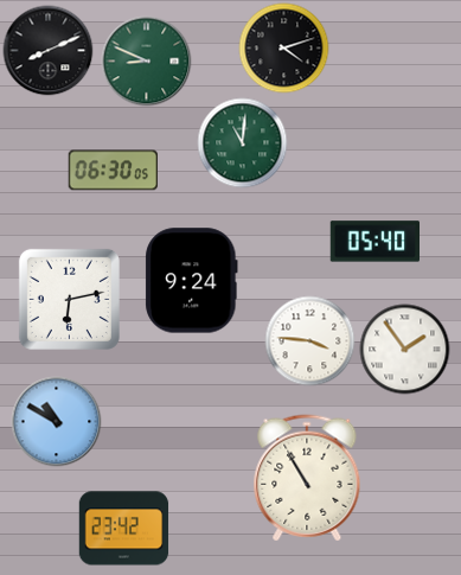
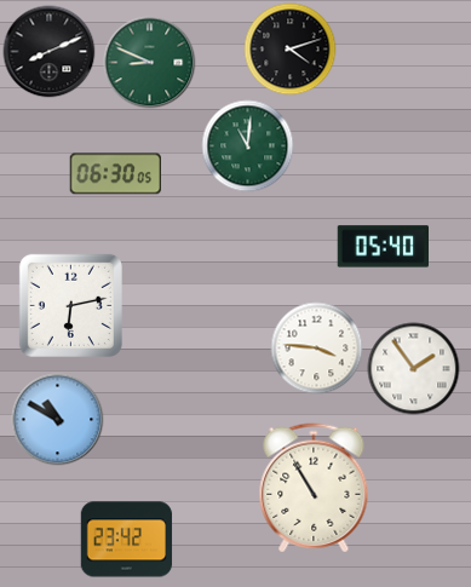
clock at (192, 281): 9:24 -> none
clock at (405, 350) position: (405, 350) -> (414, 369)
clock at (57, 422) position: (57, 422) -> (58, 420)
